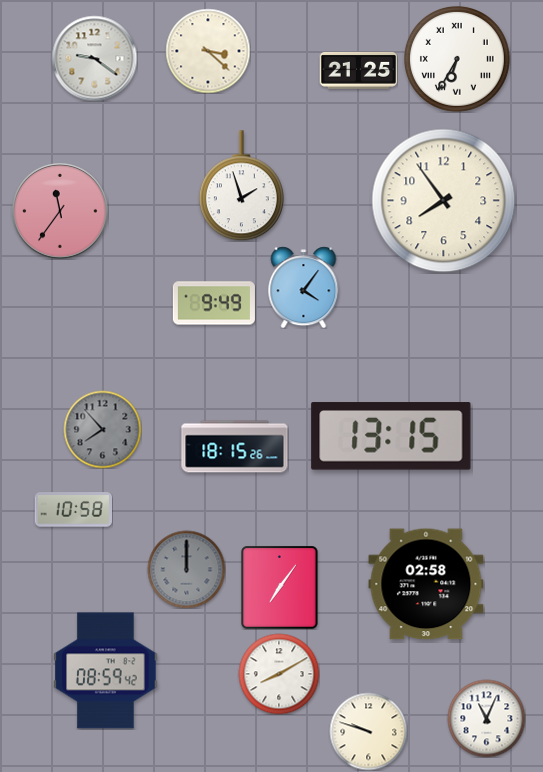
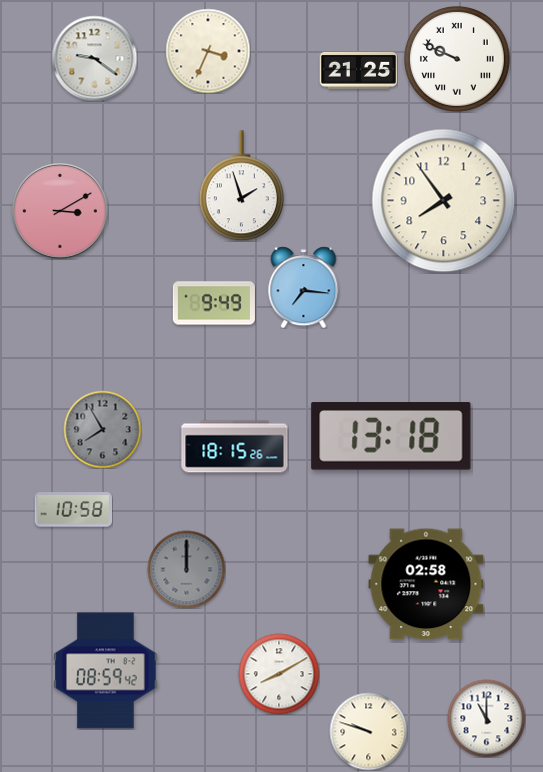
clock at (208, 51): 3:22 -> 3:34
clock at (458, 60): 6:35 -> 9:49
clock at (60, 211): 11:36 -> 3:10
clock at (304, 287): 4:06 -> 7:16
clock at (102, 429): 7:53 -> 7:55
clock at (391, 436): 13:15 -> 13:18
clock at (280, 587): 7:06 -> none
clock at (486, 718): 11:04 -> 11:00
